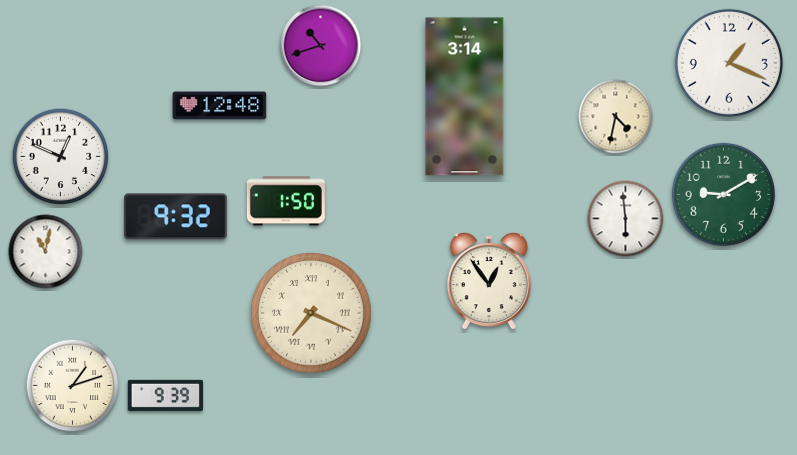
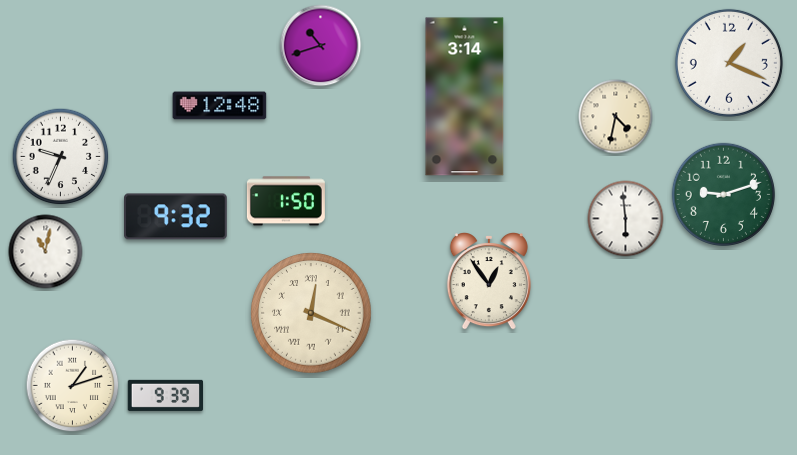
clock at (61, 157): 12:49 -> 9:34
clock at (723, 194): 9:10 -> 9:12
clock at (311, 313): 7:19 -> 12:19
